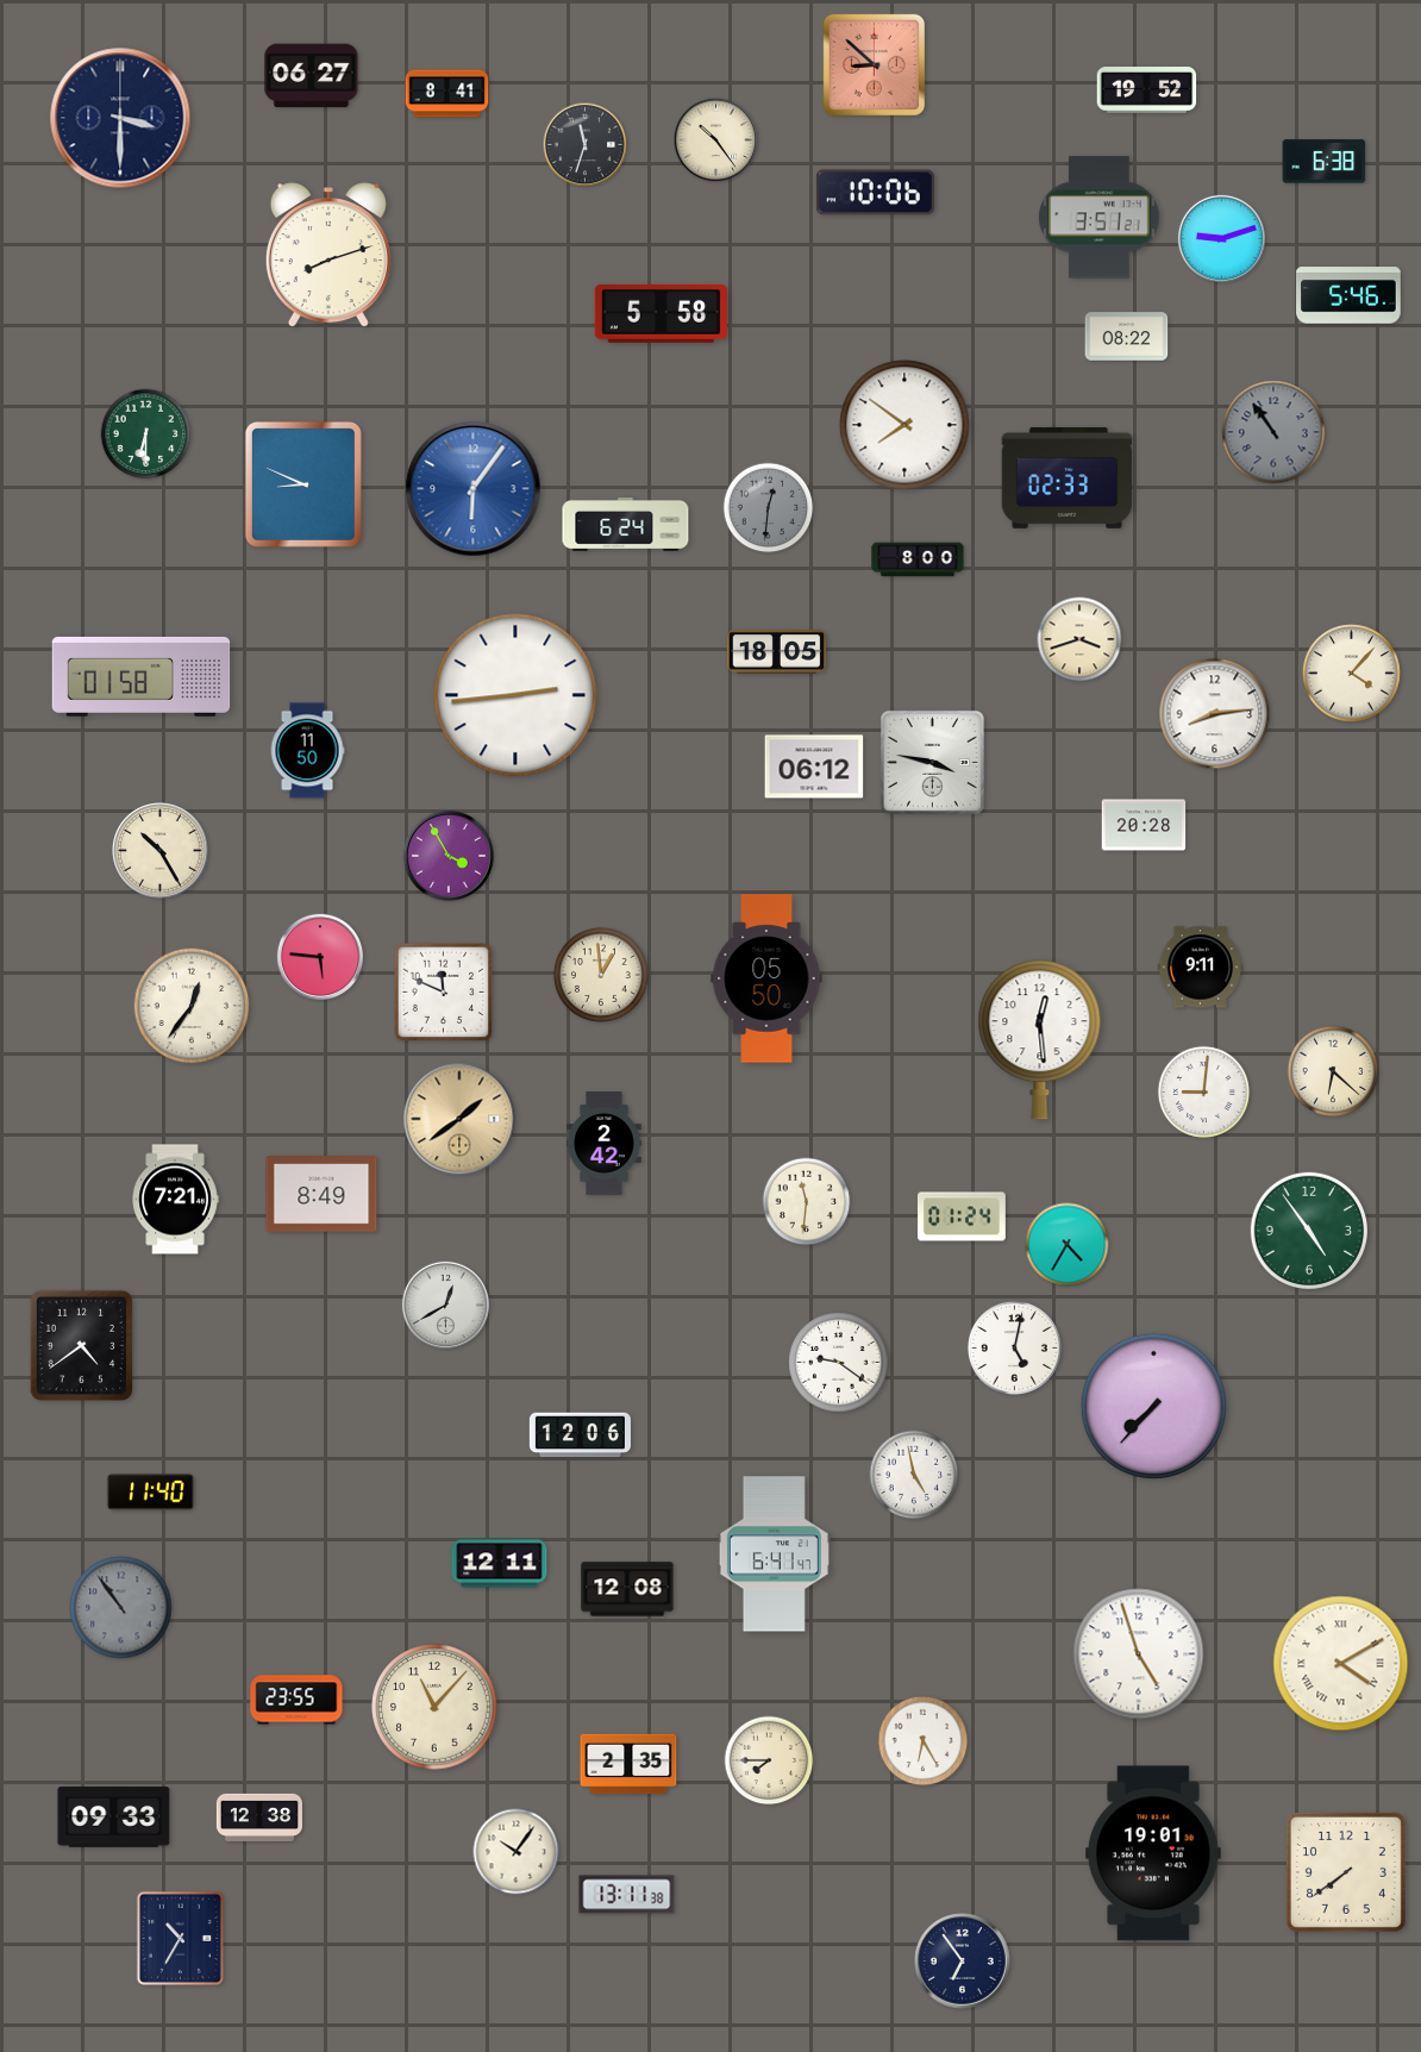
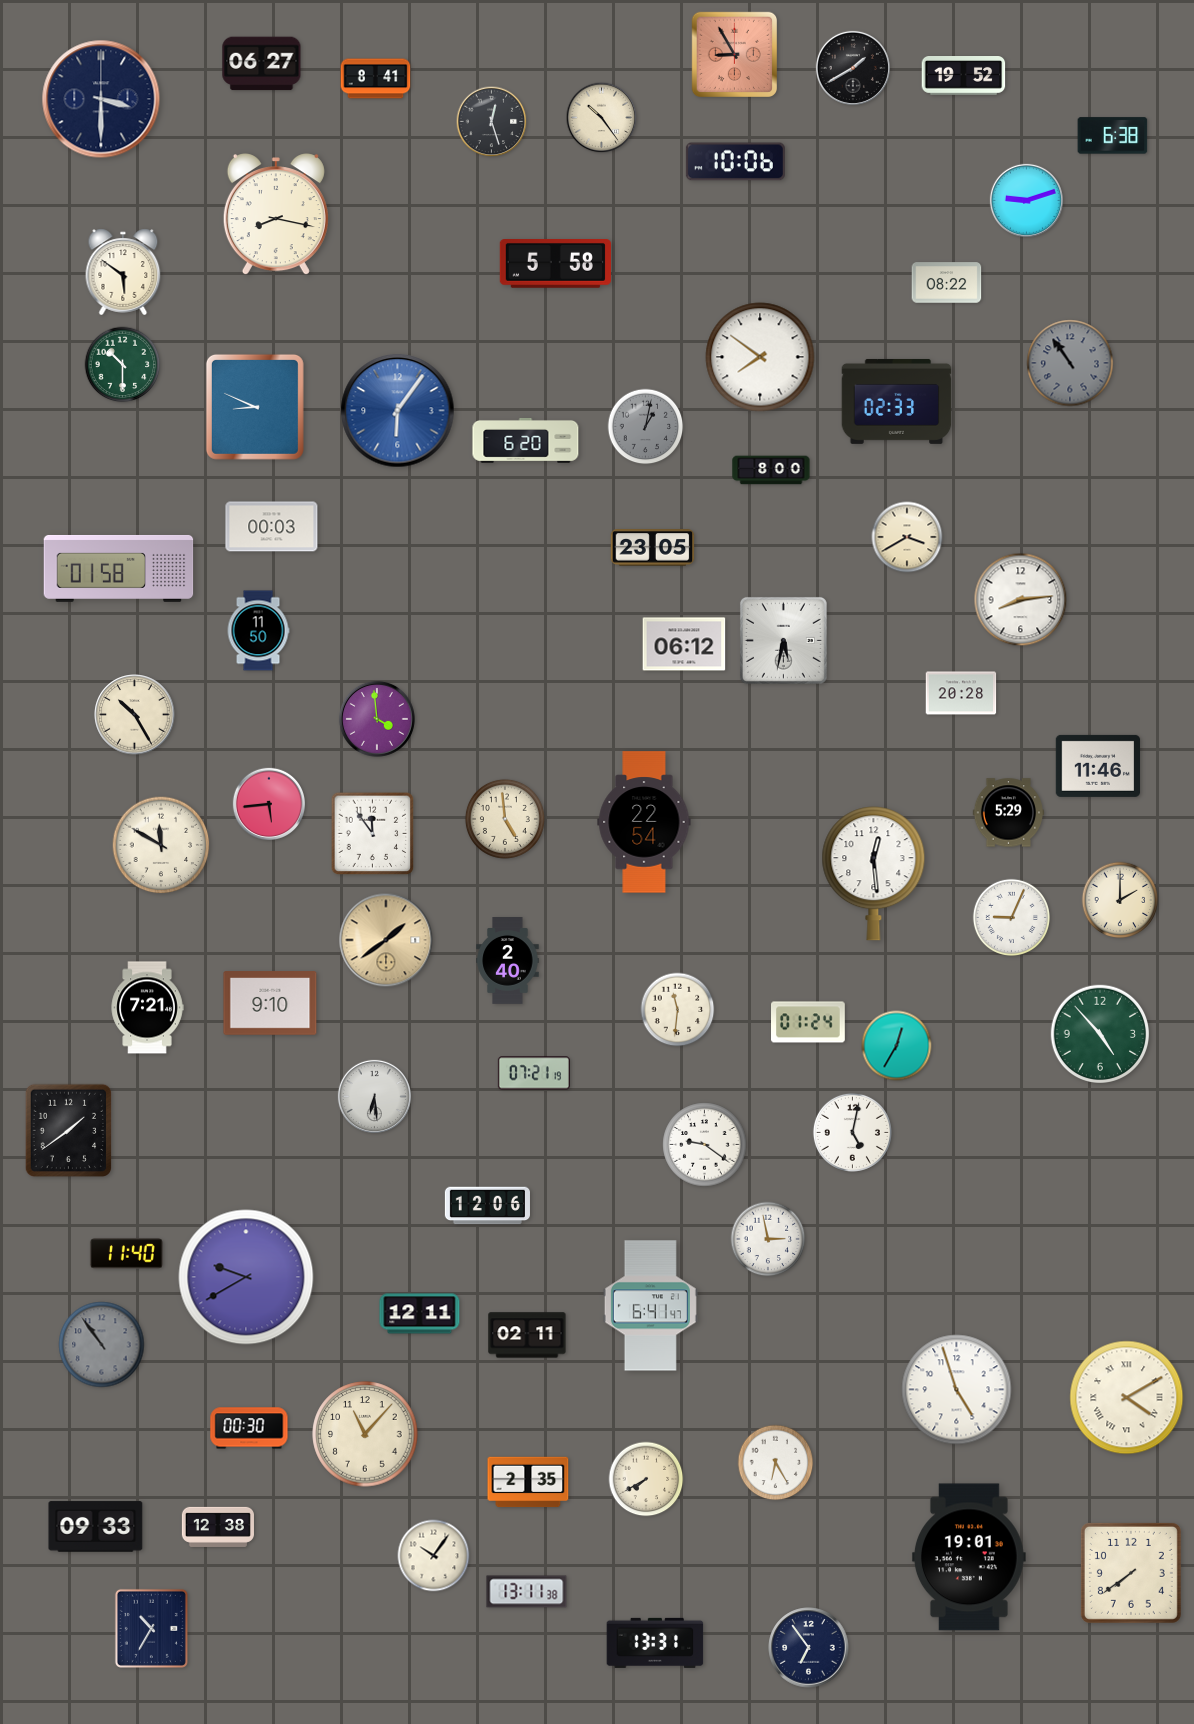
clock at (874, 64): 8:52 -> 8:55
clock at (853, 68): none -> 1:40
clock at (586, 145): 11:33 -> 12:27
clock at (1100, 218): 3:51 -> none
clock at (328, 256): 8:12 -> 8:17
clock at (1348, 295): 5:46 -> none
clock at (123, 272): none -> 5:51
clock at (146, 434): 6:30 -> 10:30
clock at (769, 508): 12:31 -> 1:02
clock at (626, 524): 6:24 -> 6:20
clock at (272, 527): none -> 00:03
clock at (1079, 639): 3:42 -> 3:40
clock at (777, 652): 18:05 -> 23:05
clock at (1352, 674): 4:07 -> none
clock at (515, 695): 2:44 -> none
clock at (932, 762): 3:47 -> 5:32
clock at (449, 856): 3:55 -> 3:59
clock at (1098, 766): none -> 11:46
clock at (319, 956): 5:46 -> 5:44
clock at (1201, 968): 9:11 -> 5:29
clock at (601, 975): 12:59 -> 4:59
clock at (766, 978): 05:50 -> 22:54
clock at (444, 993): 11:49 -> 11:54
clock at (192, 1006): 12:36 -> 11:50
clock at (1333, 1071): 6:22 -> 2:00
clock at (1203, 1091): 9:01 -> 9:04
clock at (605, 1144): 2:42 -> 2:40
clock at (321, 1194): 8:49 -> 9:10
clock at (1308, 1230): 4:54 -> 4:53
clock at (1068, 1245): 4:35 -> 12:35
clock at (534, 1073): none -> 07:21
clock at (445, 1305): 12:40 -> 6:29
clock at (81, 1346): 4:39 -> 1:39
clock at (1153, 1406): 7:37 -> none
clock at (914, 1475): 4:58 -> 2:58
clock at (246, 1277): none -> 9:40
clock at (627, 1589): 12:08 -> 02:11
clock at (121, 1608) position: (121, 1608) -> (102, 1345)
clock at (296, 1700): 23:55 -> 00:30
clock at (769, 1760): 7:45 -> 7:40
clock at (655, 1643): none -> 13:31
